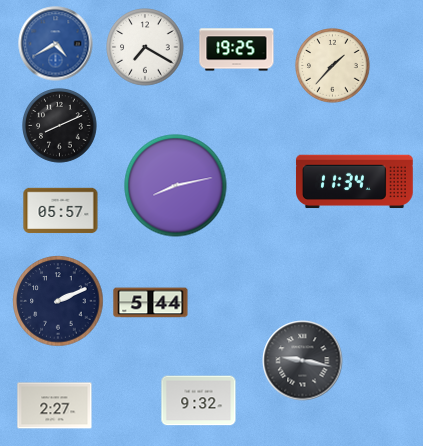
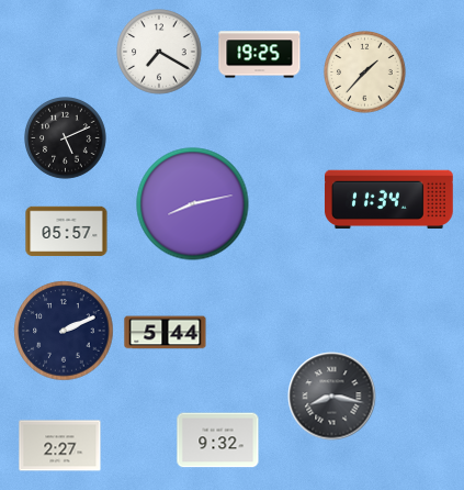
clock at (56, 44): 4:40 -> none
clock at (60, 126): 8:11 -> 5:11
clock at (303, 361): 9:17 -> 8:17
